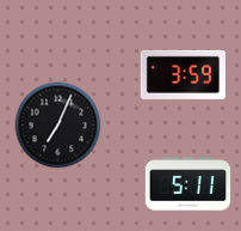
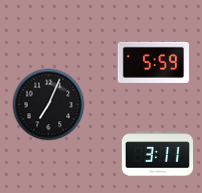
clock at (183, 74): 3:59 -> 5:59
clock at (189, 184): 5:11 -> 3:11
